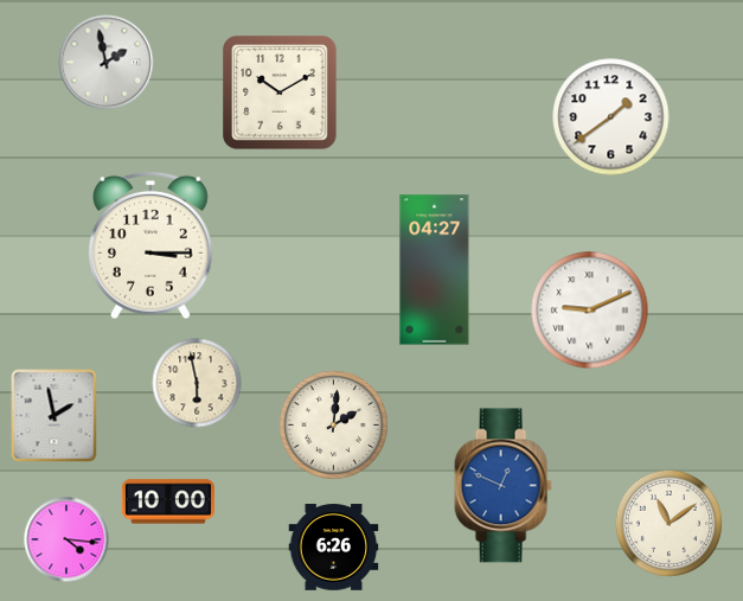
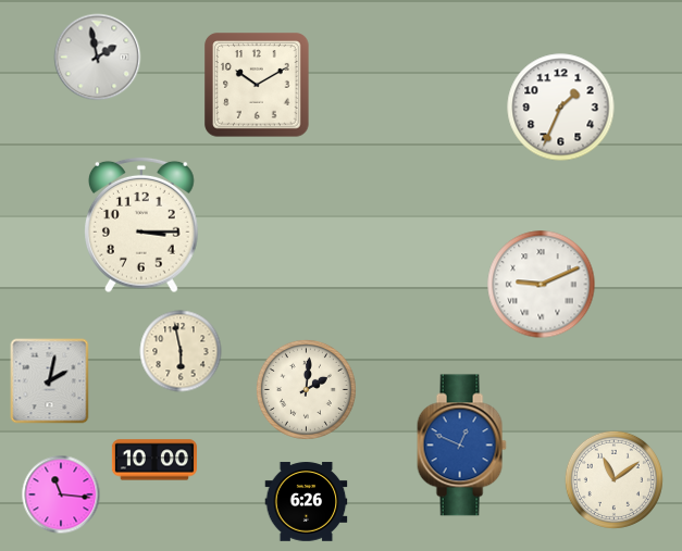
clock at (611, 117): 1:39 -> 1:34
clock at (152, 245) position: (152, 245) -> (142, 225)
clock at (435, 270): 04:27 -> none
clock at (55, 416): 1:58 -> 2:02
clock at (66, 539): 4:16 -> 11:16
